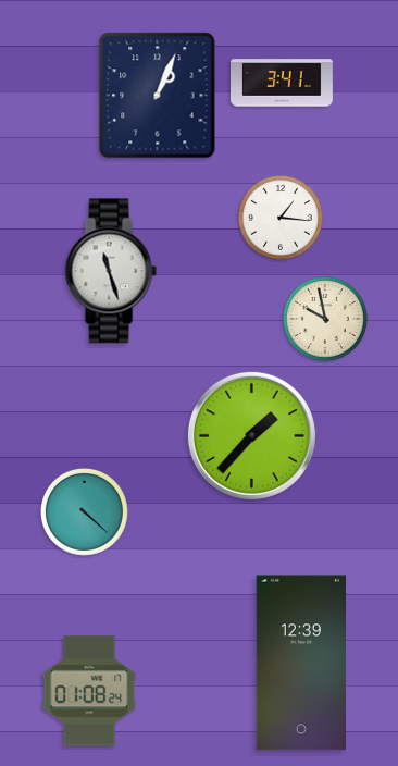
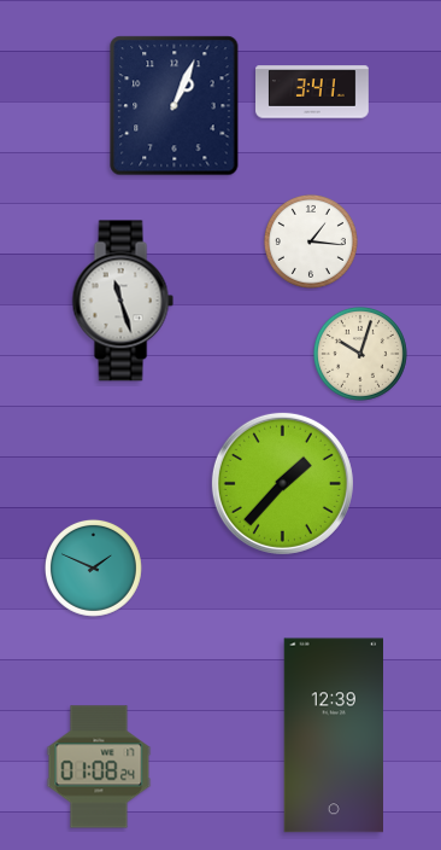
clock at (325, 319): 9:58 -> 10:03
clock at (251, 435) position: (251, 435) -> (282, 483)
clock at (84, 511): 4:22 -> 1:49
